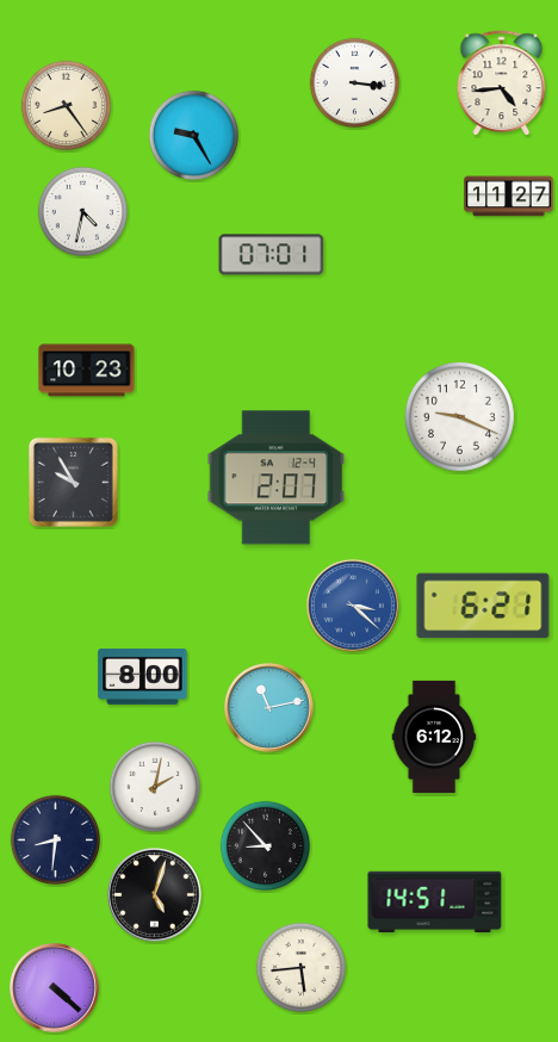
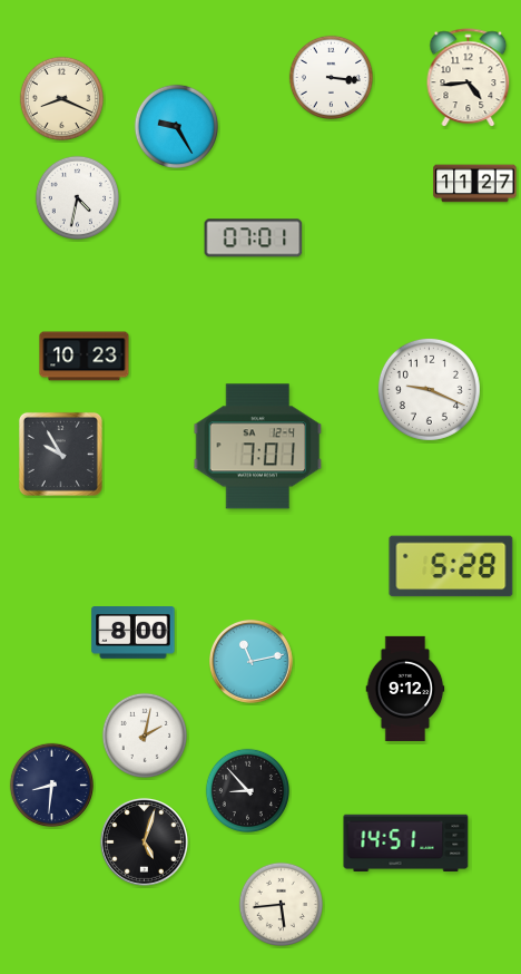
clock at (66, 105): 8:24 -> 8:19
clock at (193, 135) position: (193, 135) -> (176, 126)
clock at (87, 371) position: (87, 371) -> (85, 357)
clock at (277, 478): 2:07 -> 7:01
clock at (73, 482) position: (73, 482) -> (60, 454)
clock at (353, 606): 3:22 -> none
clock at (483, 606): 6:21 -> 5:28
clock at (434, 737): 6:12 -> 9:12
clock at (154, 894) position: (154, 894) -> (144, 841)
clock at (55, 988): 4:22 -> none
